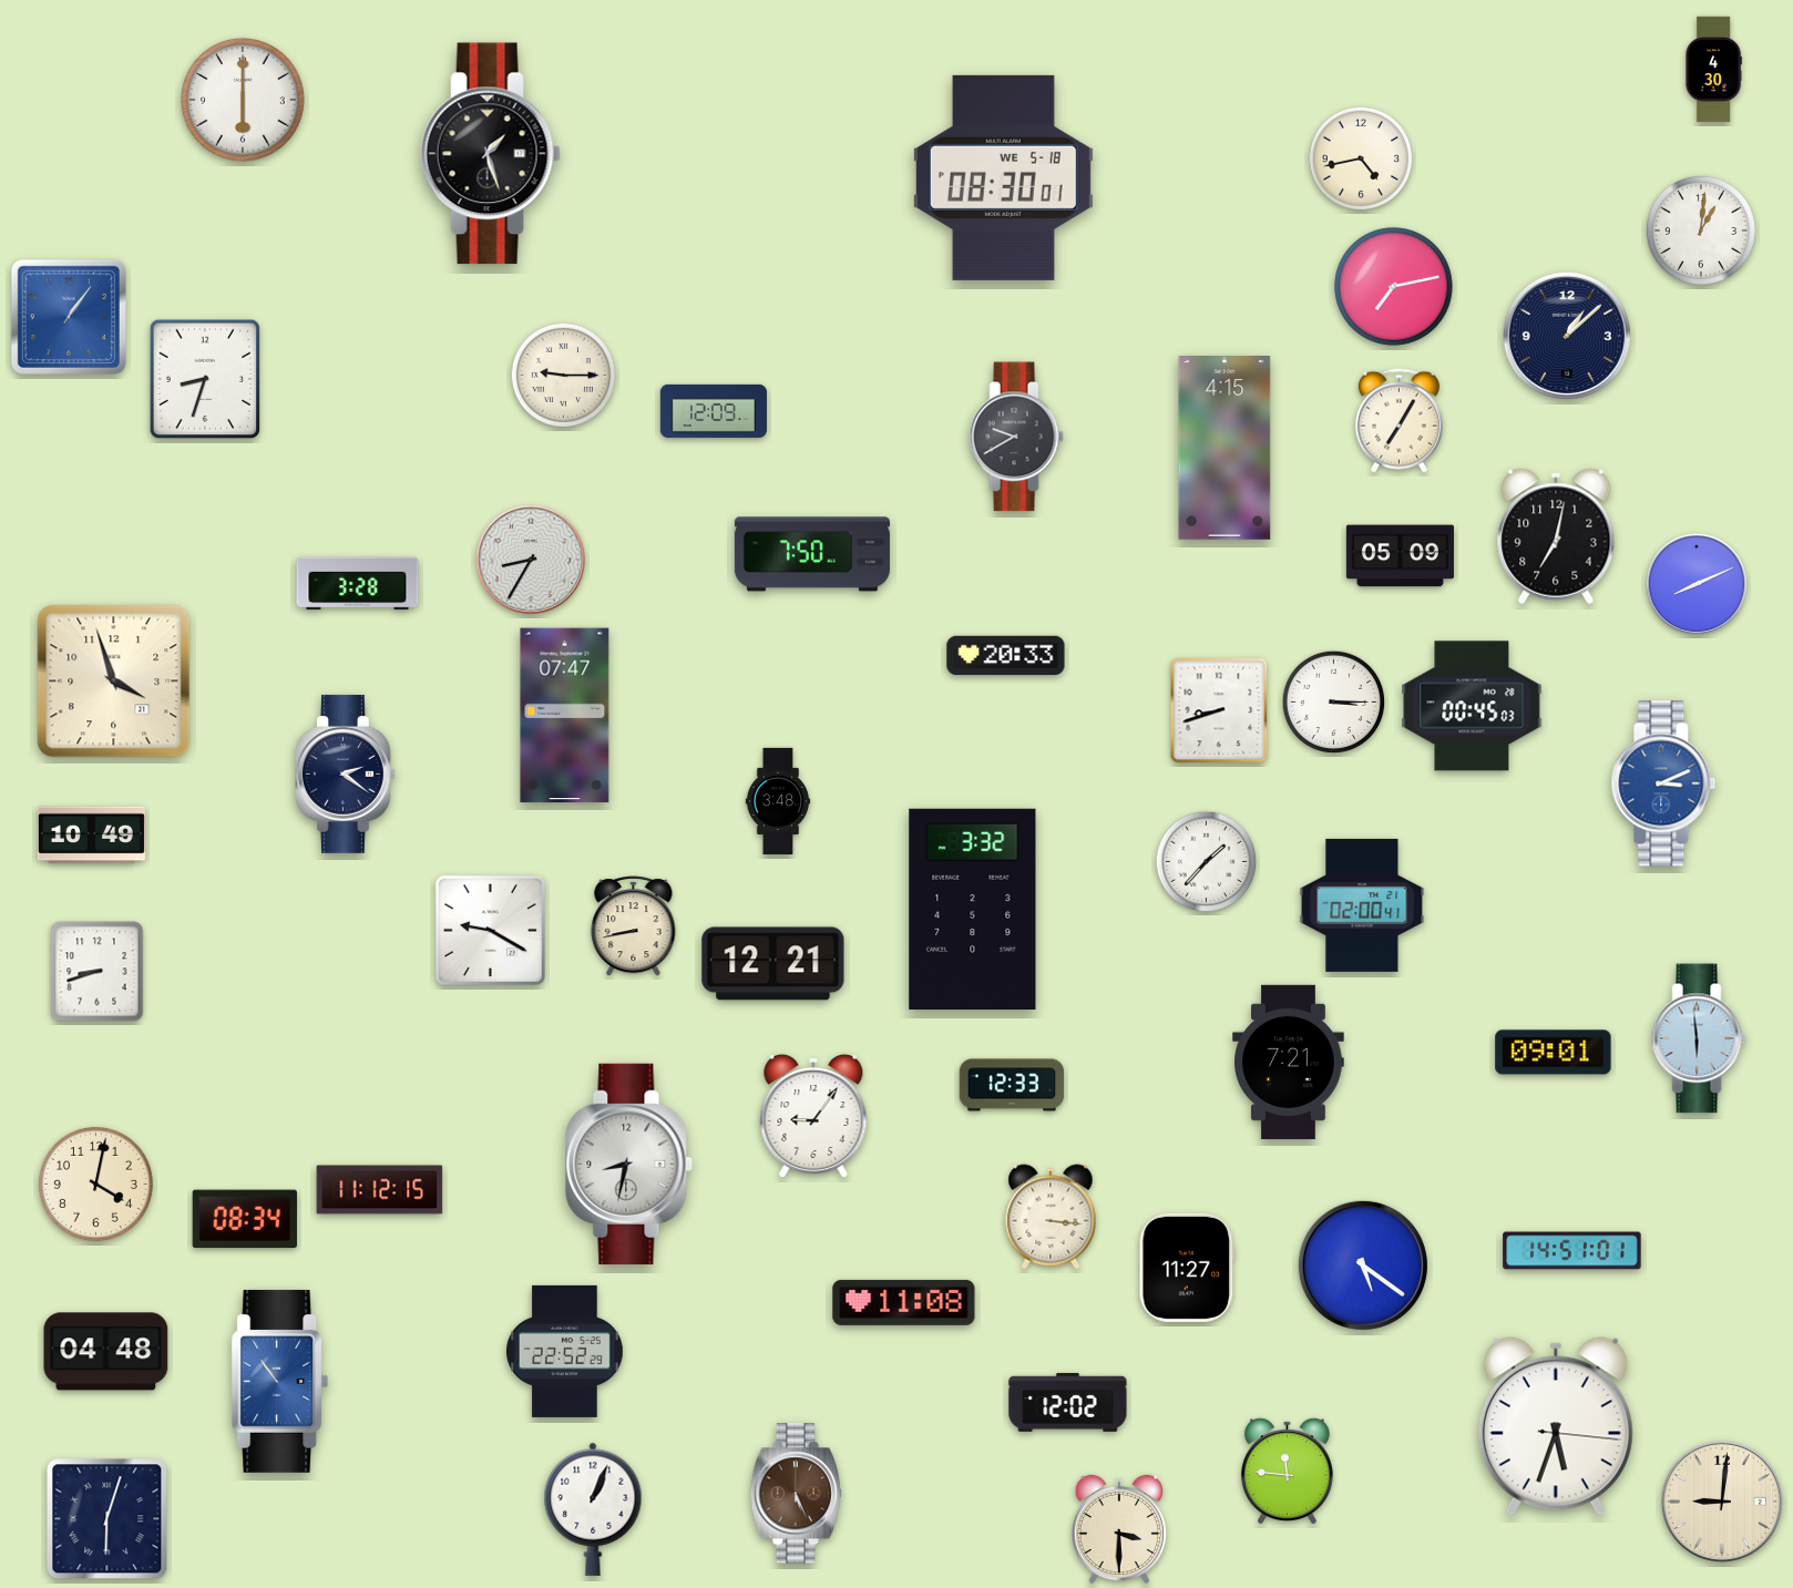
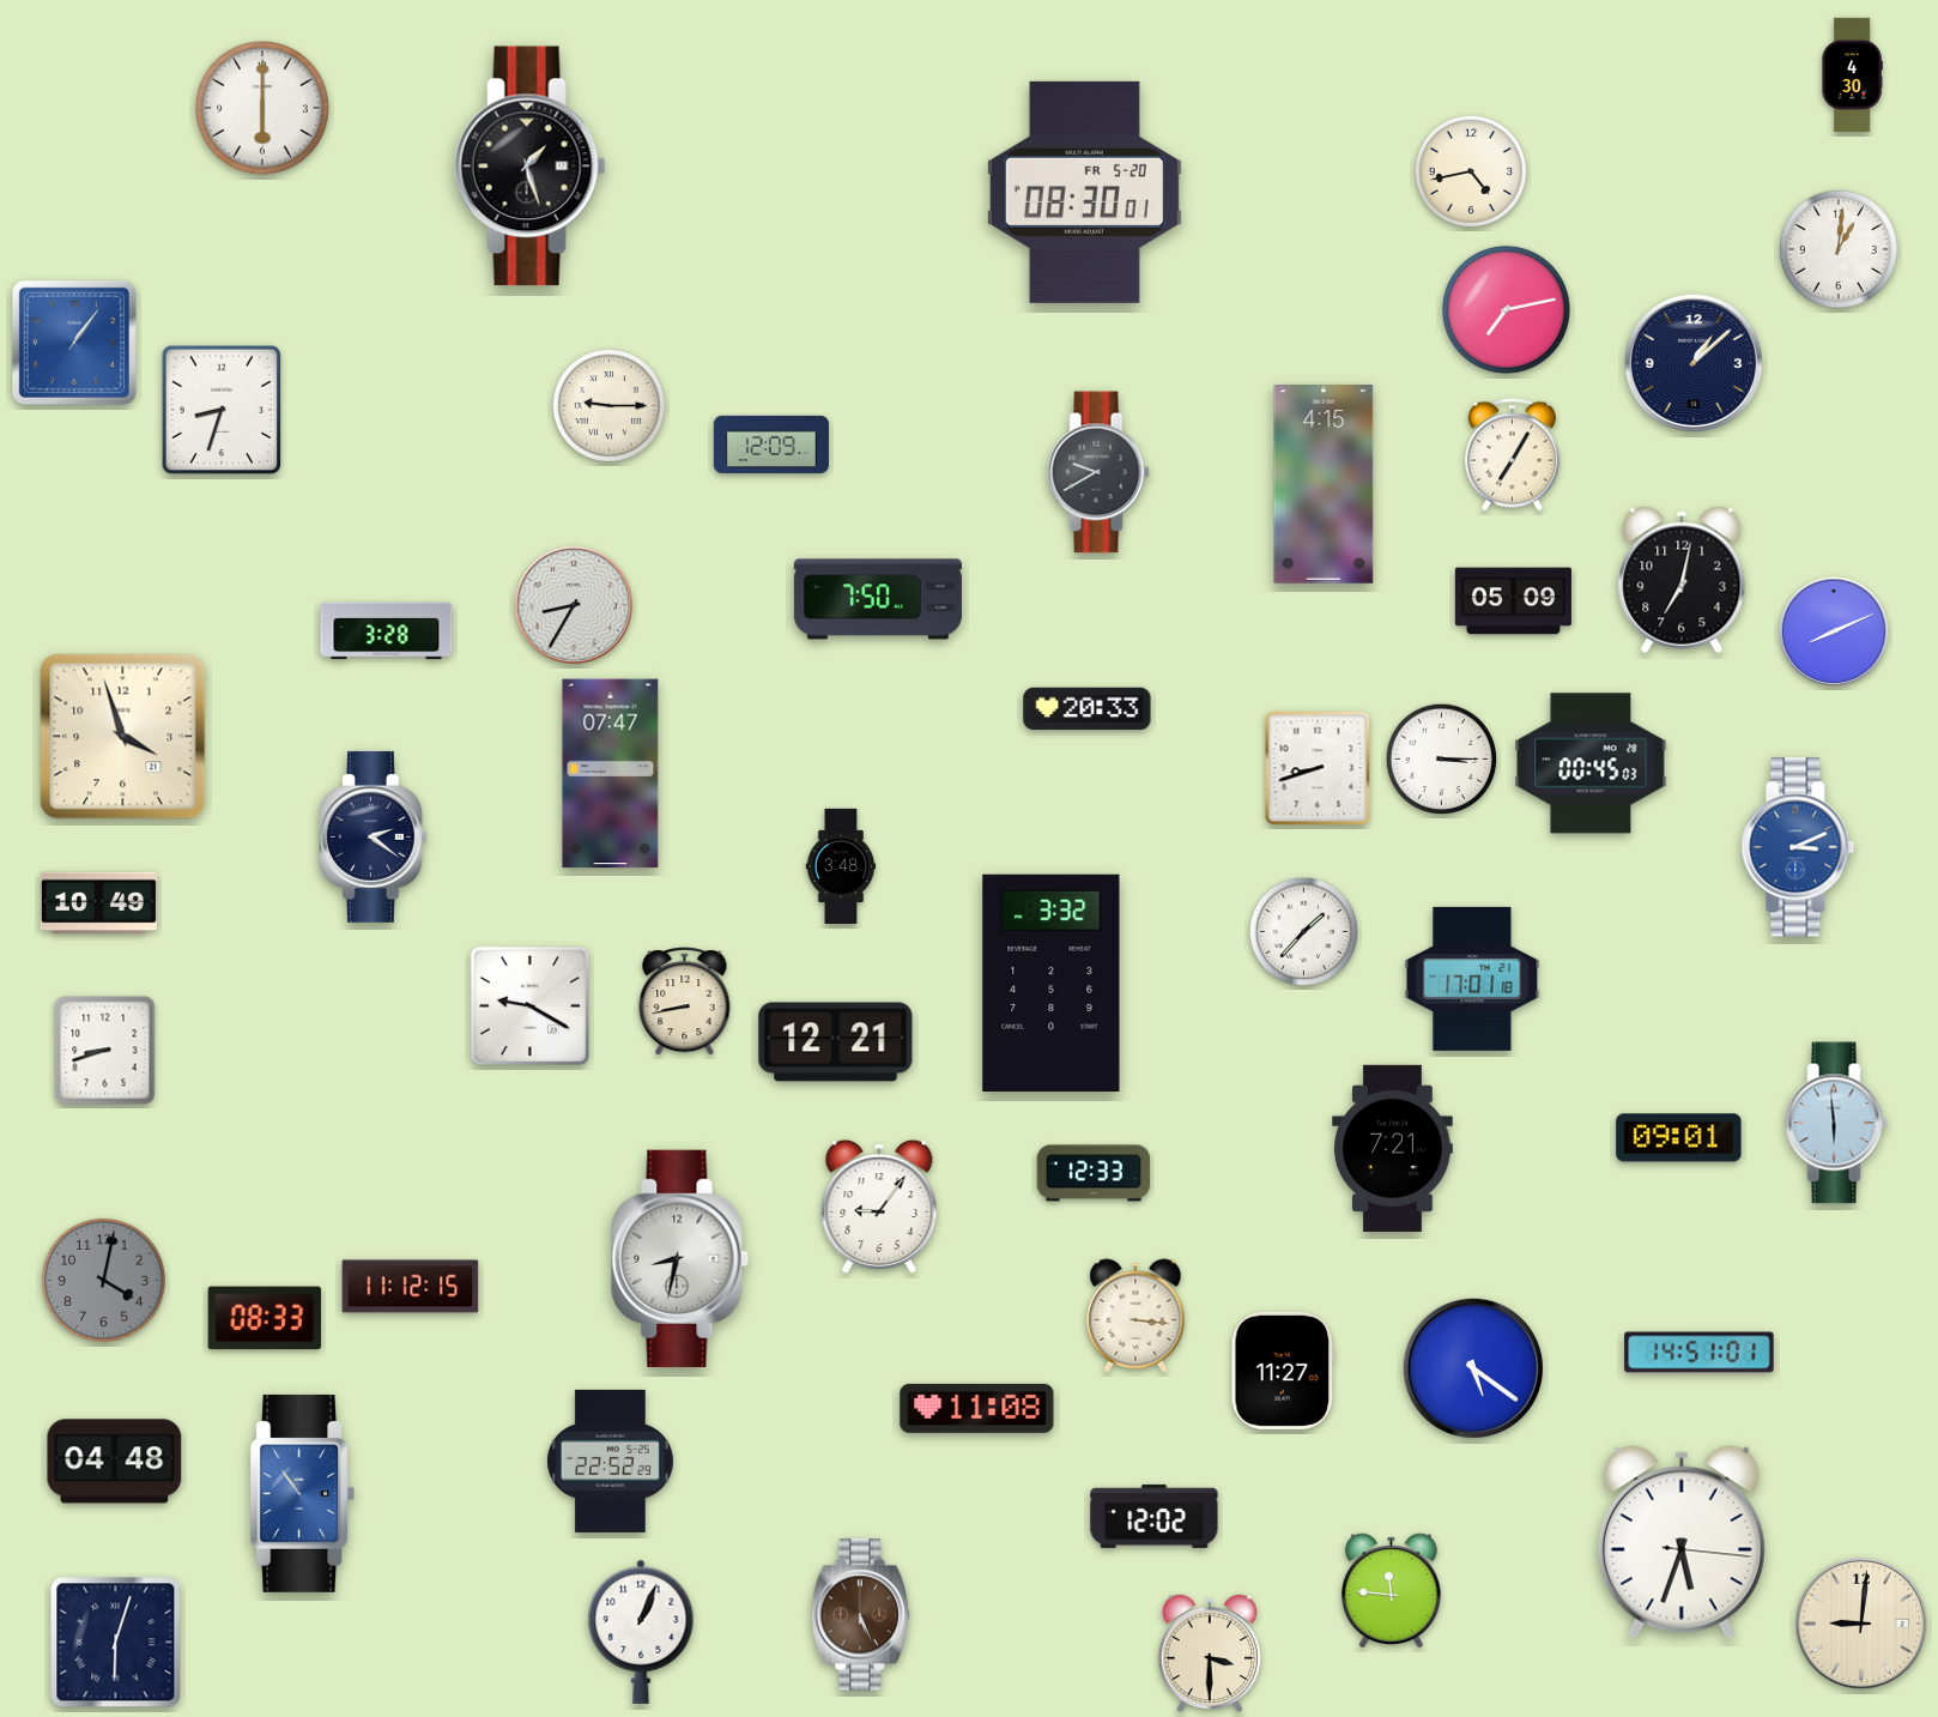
clock at (1003, 177) date: WE 5-18 -> FR 5-20
clock at (1362, 905): 02:00 -> 17:01
clock at (95, 1184) dial: cream -> grey
clock at (244, 1219): 08:34 -> 08:33
